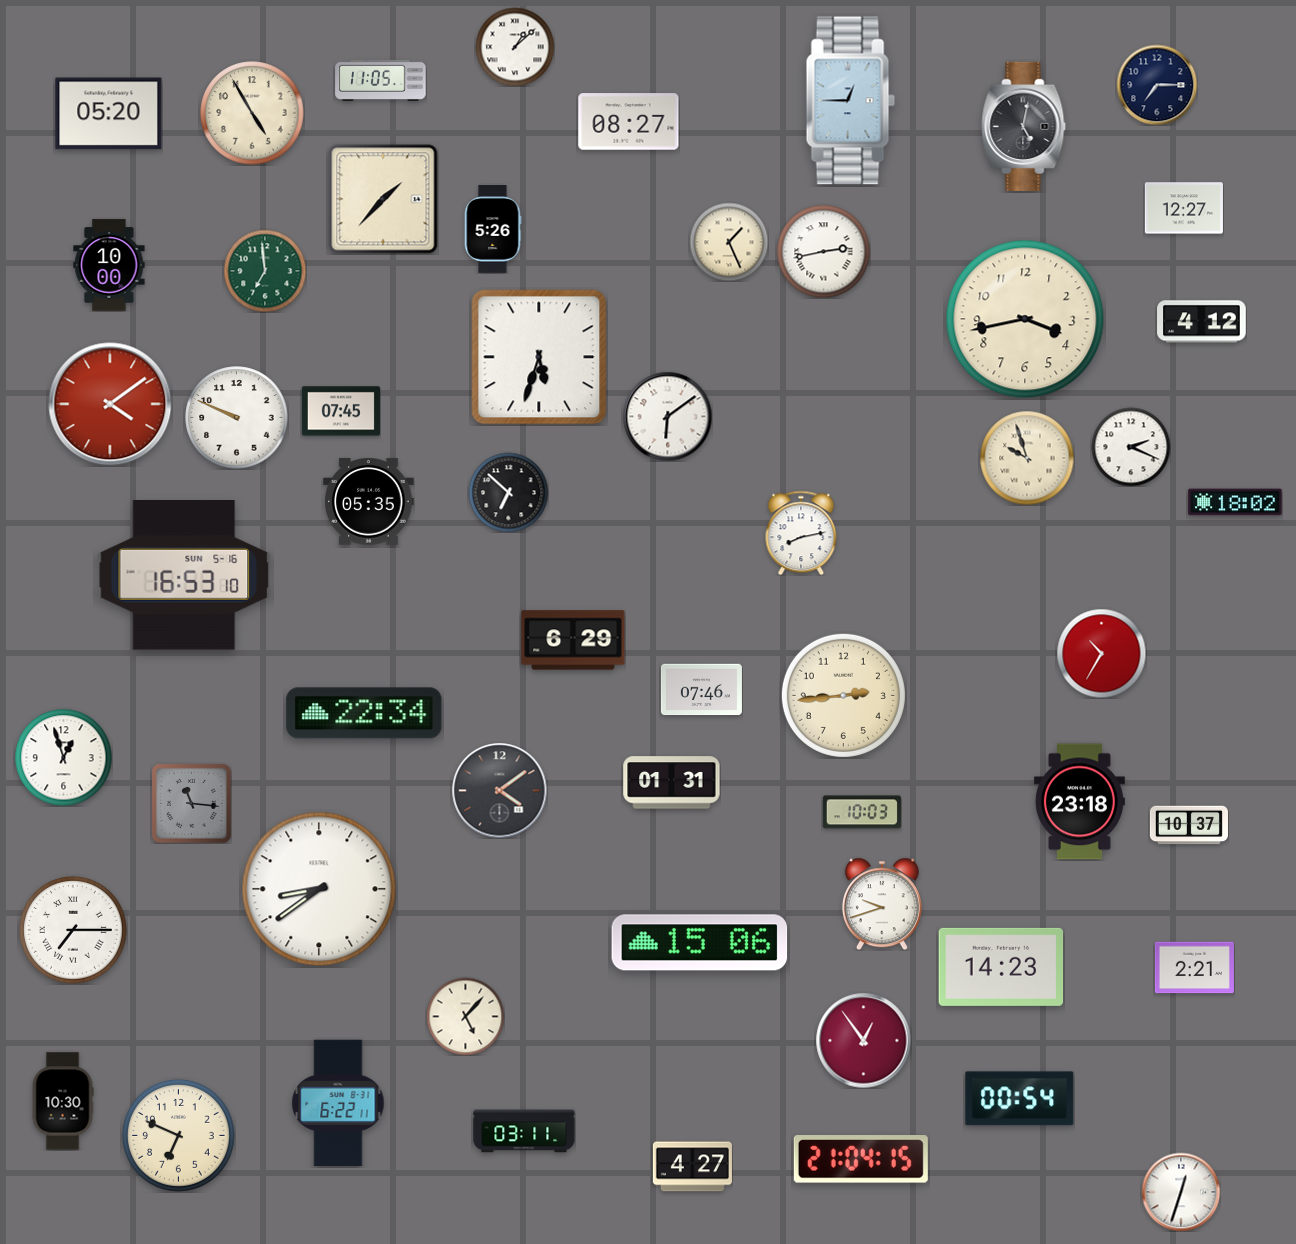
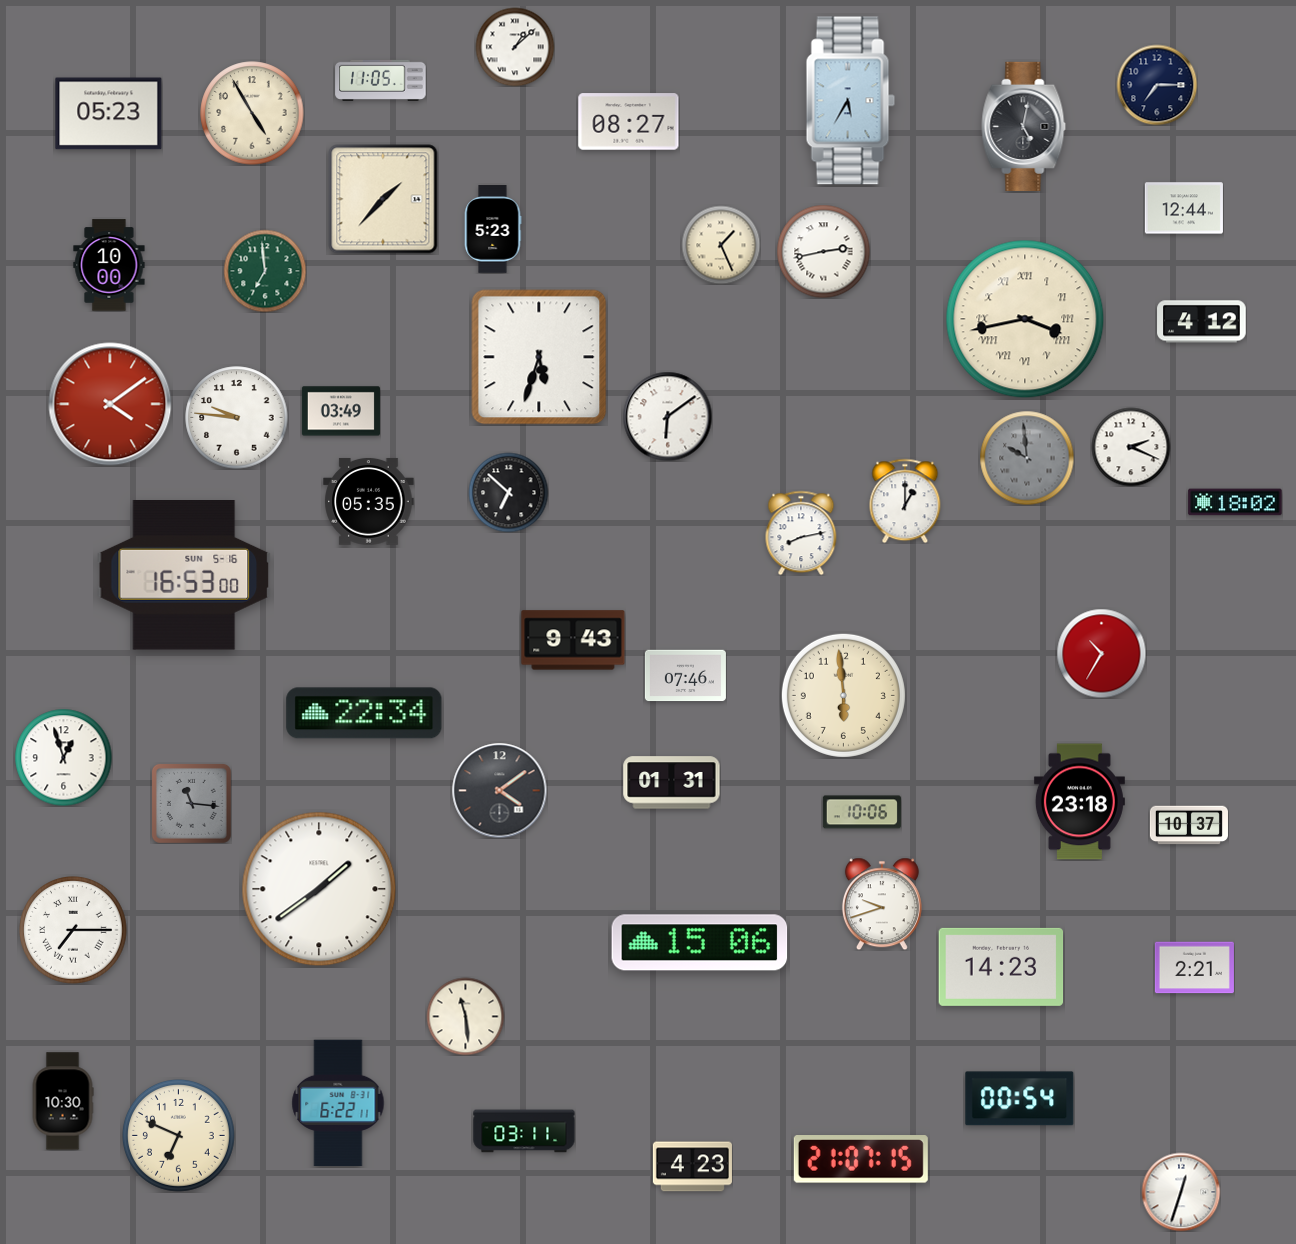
clock at (850, 101): 12:45 -> 5:35
clock at (109, 114): 05:20 -> 05:23
clock at (1184, 208): 12:27 -> 12:44
clock at (493, 229): 5:26 -> 5:23
clock at (729, 242) position: (729, 242) -> (721, 245)
clock at (1025, 319) numerals: Arabic -> Roman
clock at (341, 411): 07:45 -> 03:49
clock at (237, 418): 9:49 -> 9:46
clock at (1027, 458): 9:57 -> 9:59
clock at (1027, 458) dial: cream -> grey
clock at (905, 501): none -> 1:00
clock at (184, 575): 16:53:10 -> 16:53:00
clock at (573, 640): 6:29 -> 9:43
clock at (701, 690) position: (701, 690) -> (685, 676)
clock at (843, 695): 2:44 -> 5:59
clock at (862, 812): 10:03 -> 10:06
clock at (319, 889): 8:39 -> 1:39
clock at (465, 1016): 5:07 -> 11:29
clock at (863, 1040): 12:54 -> none
clock at (861, 1160): 21:04 -> 21:07
clock at (692, 1167): 4:27 -> 4:23
